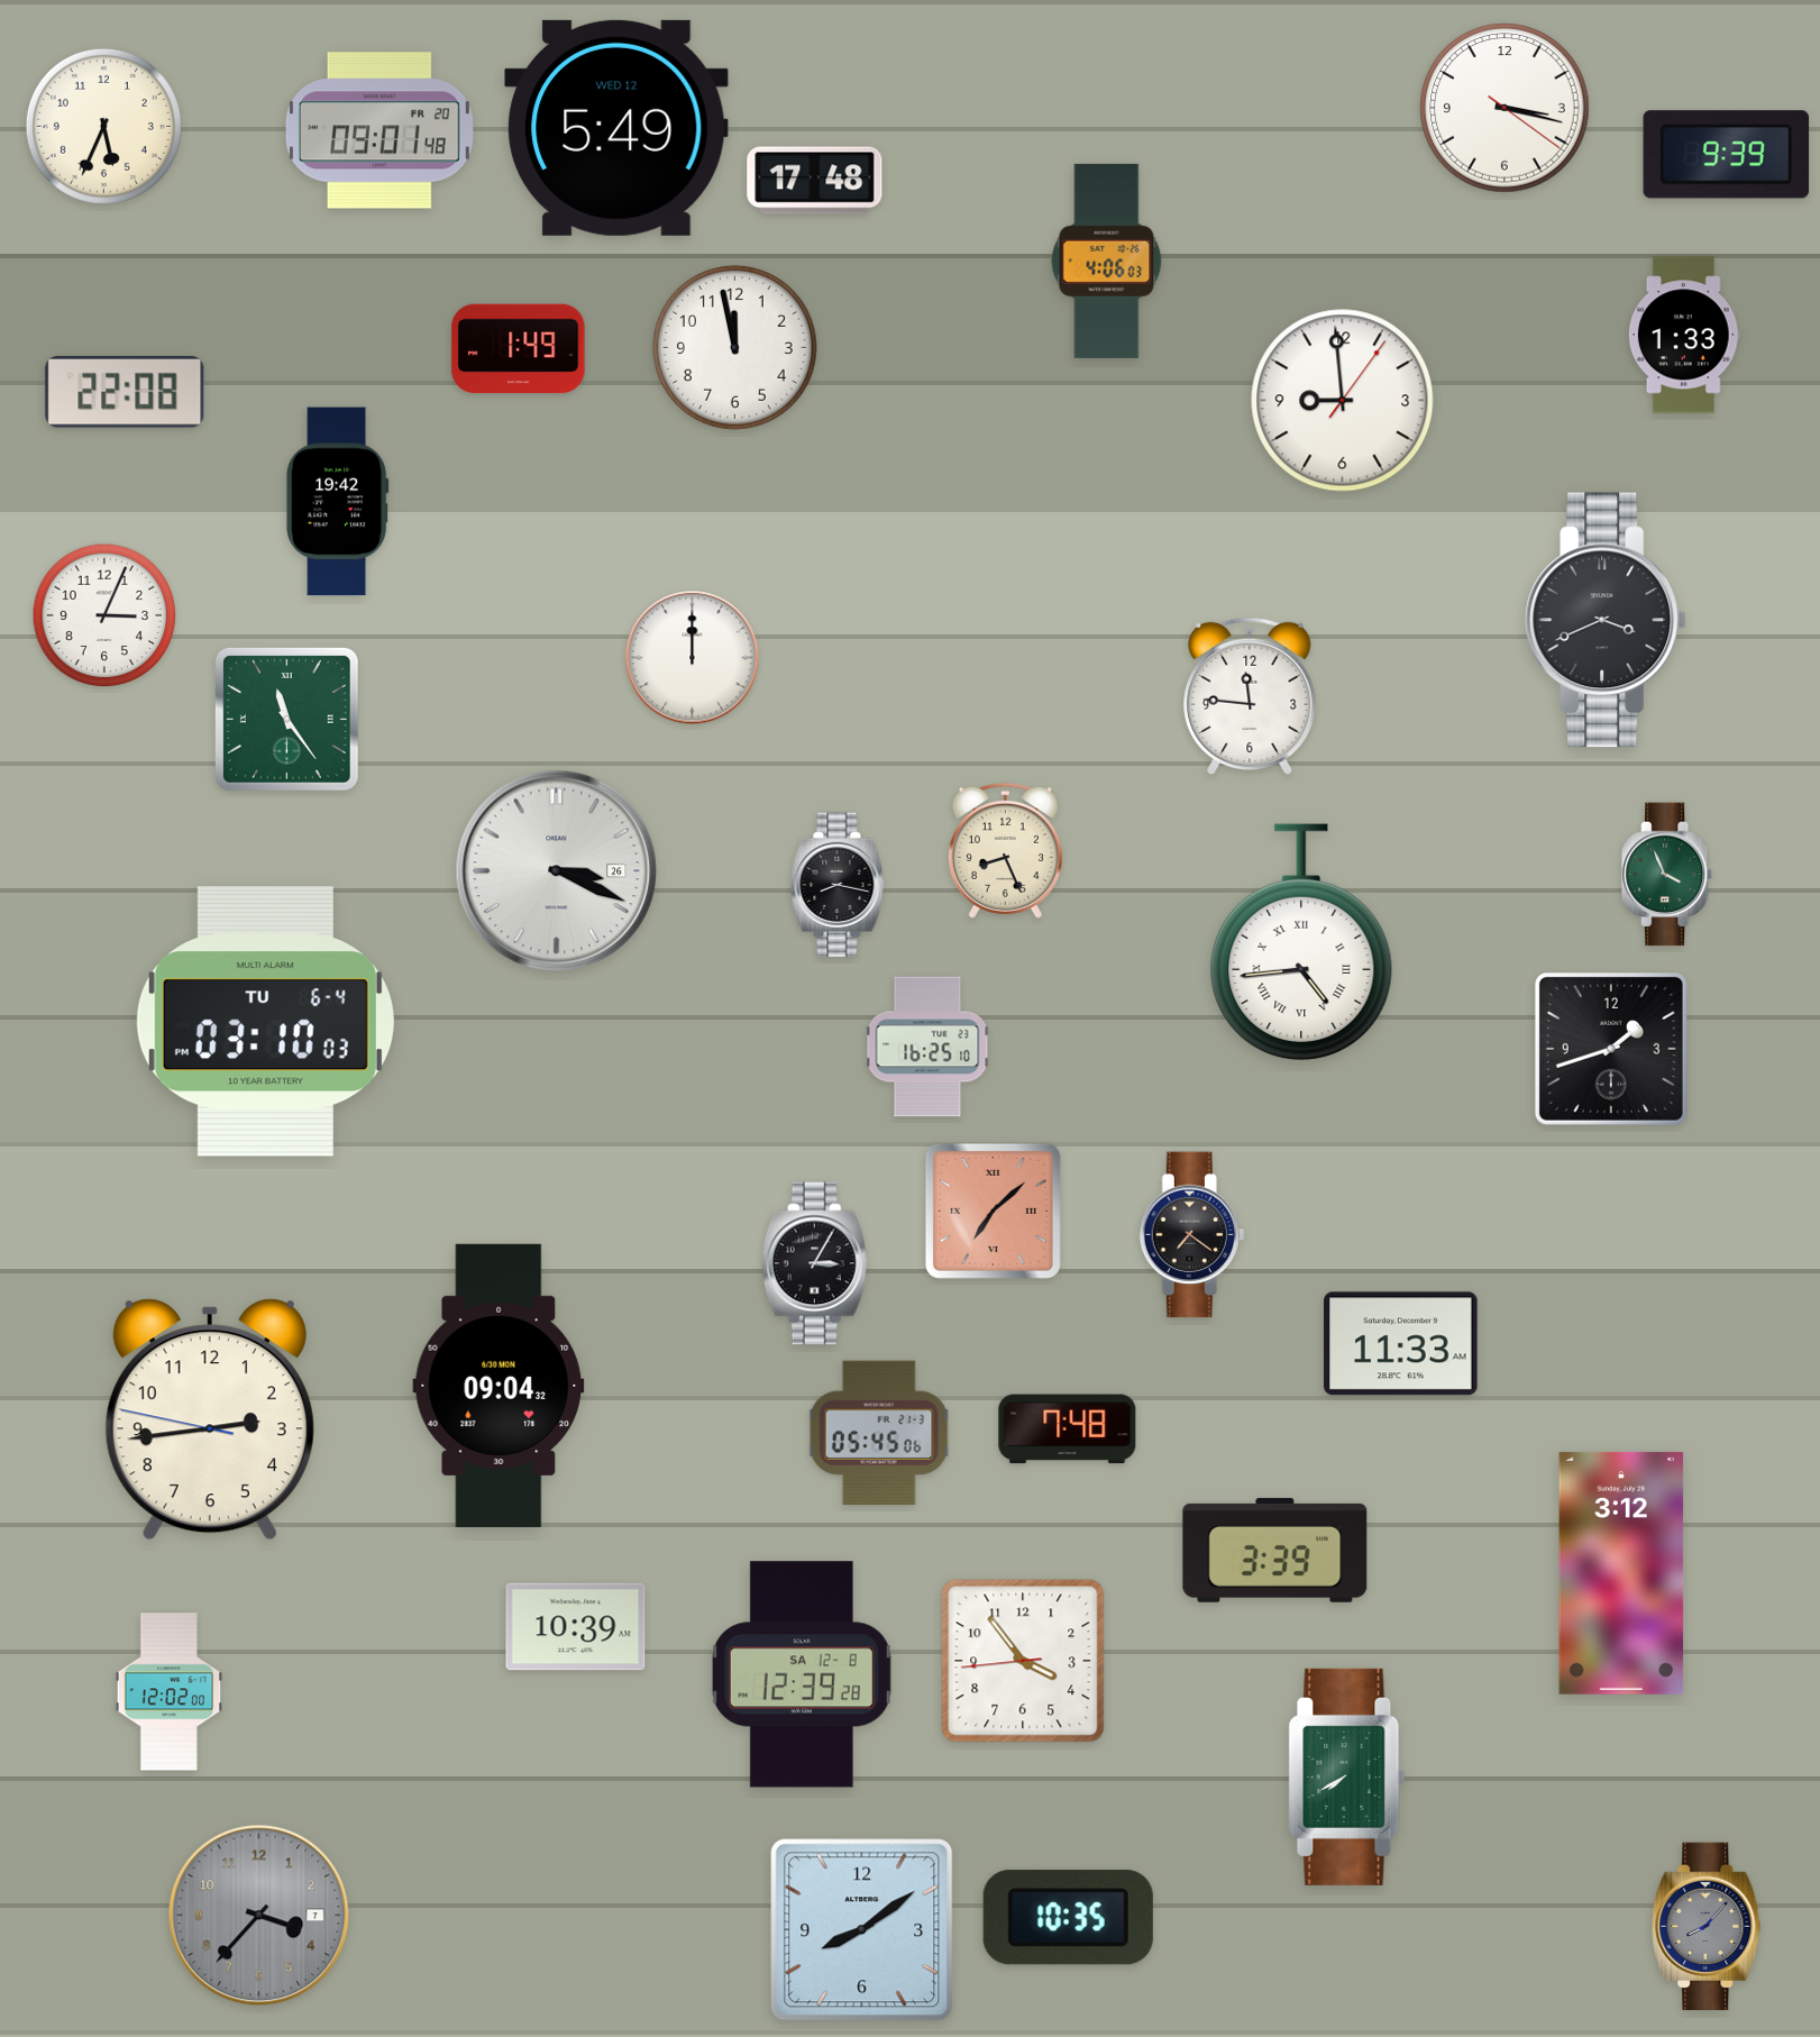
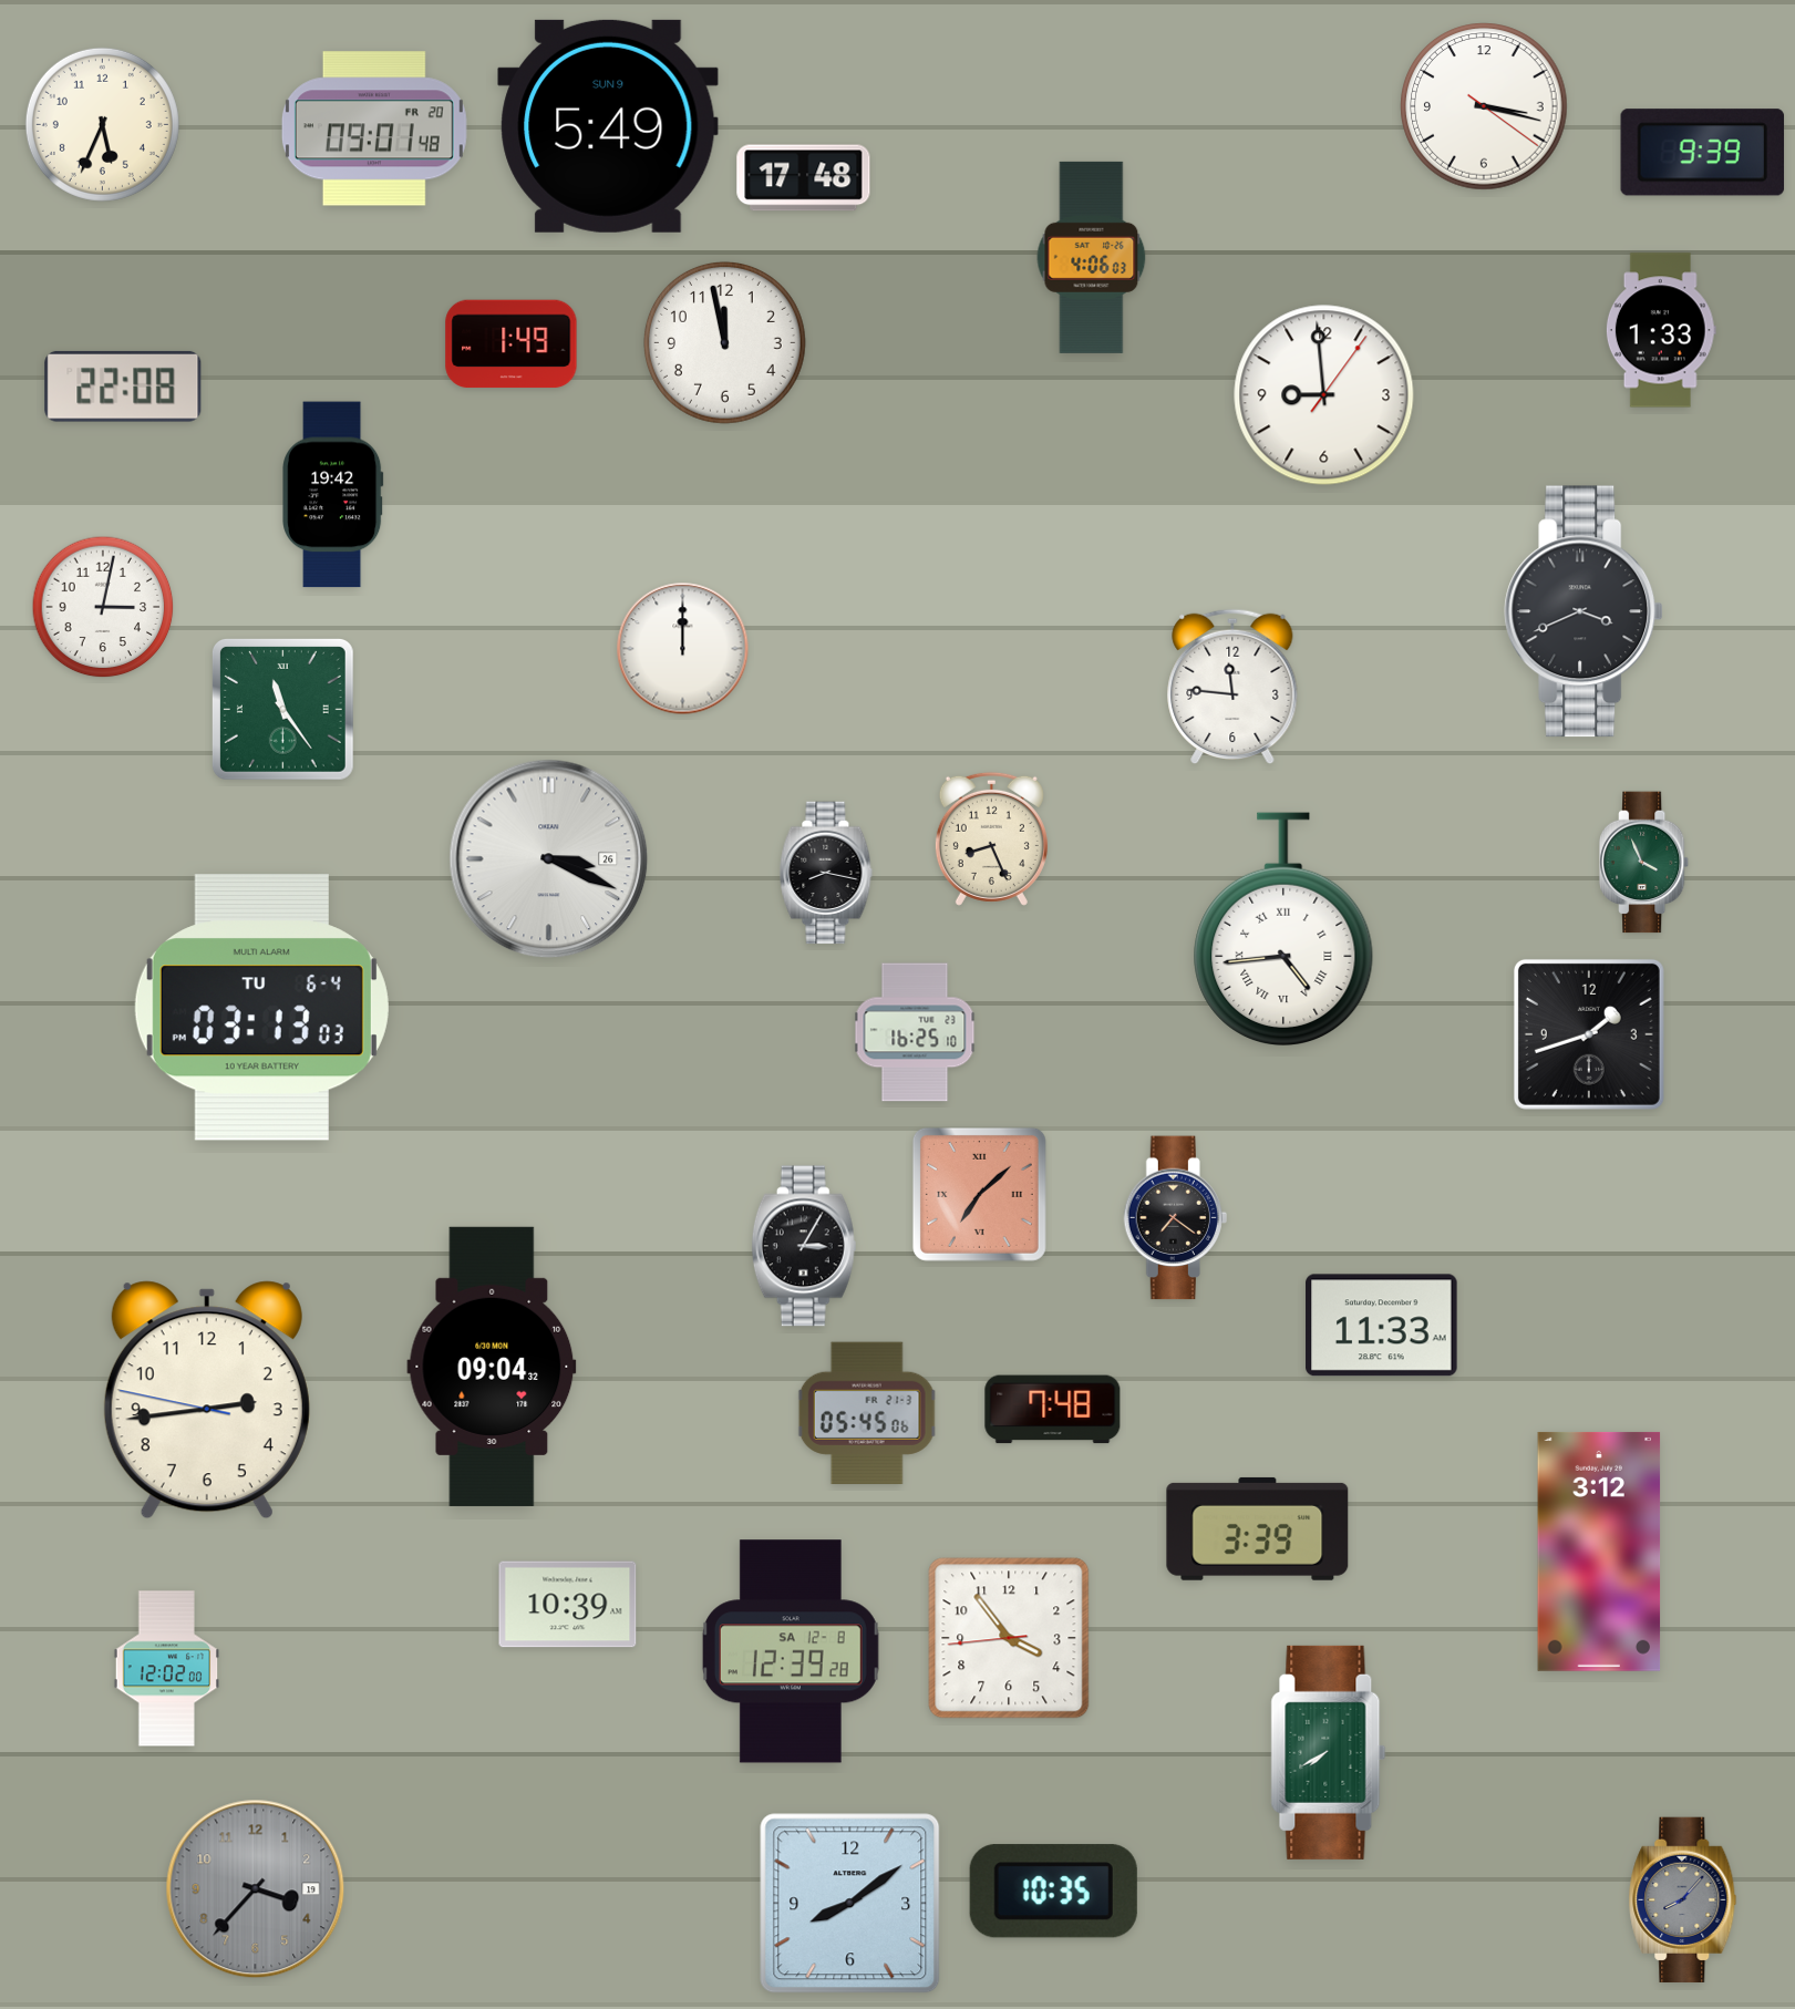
clock at (616, 128) date: WED 12 -> SUN 9
clock at (104, 615): 3:04 -> 3:02
clock at (265, 1022): 03:10 -> 03:13
clock at (259, 1916) date: 7 -> 19
